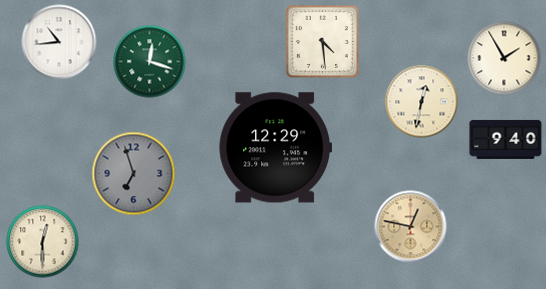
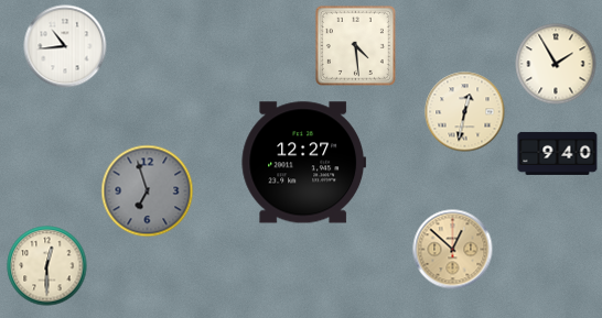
clock at (150, 62): 12:18 -> none
clock at (276, 148): 12:29 -> 12:27
clock at (411, 227): 12:47 -> 12:52
